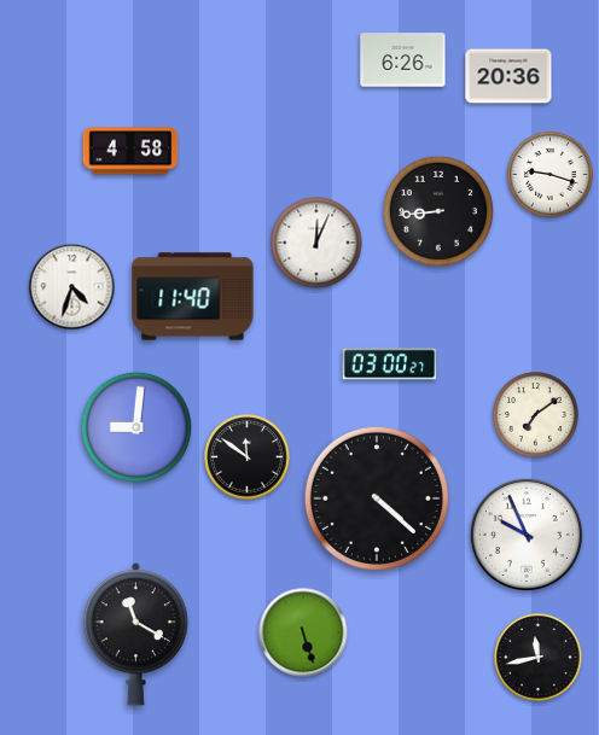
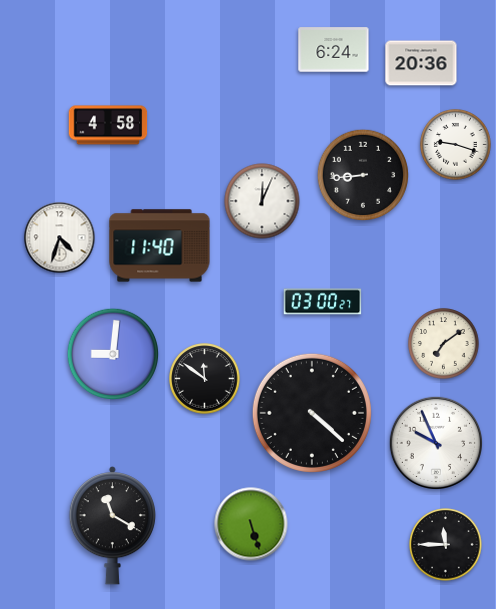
clock at (403, 60): 6:26 -> 6:24
clock at (539, 658): 11:43 -> 11:45
